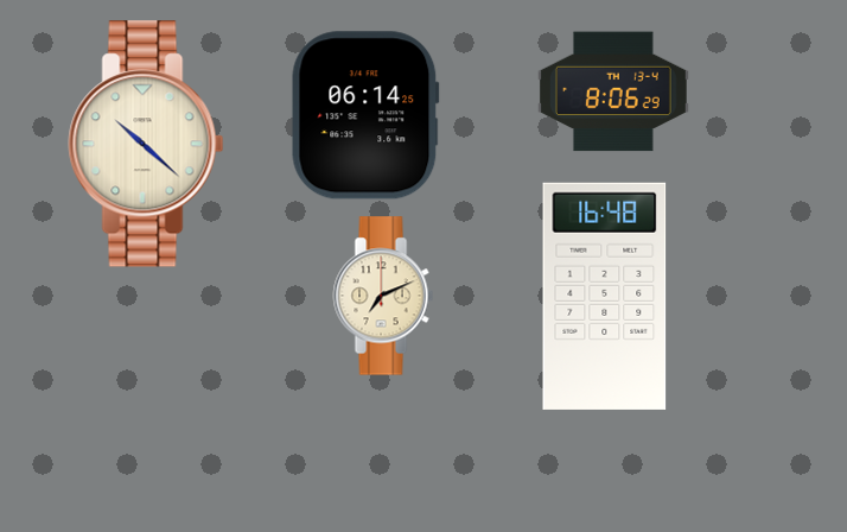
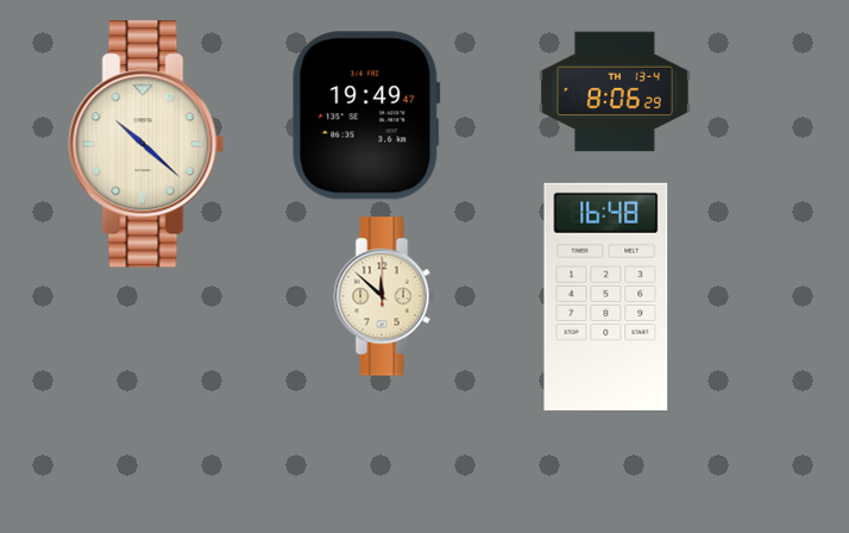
clock at (365, 115): 06:14 -> 19:49
clock at (383, 296): 7:11 -> 11:52
